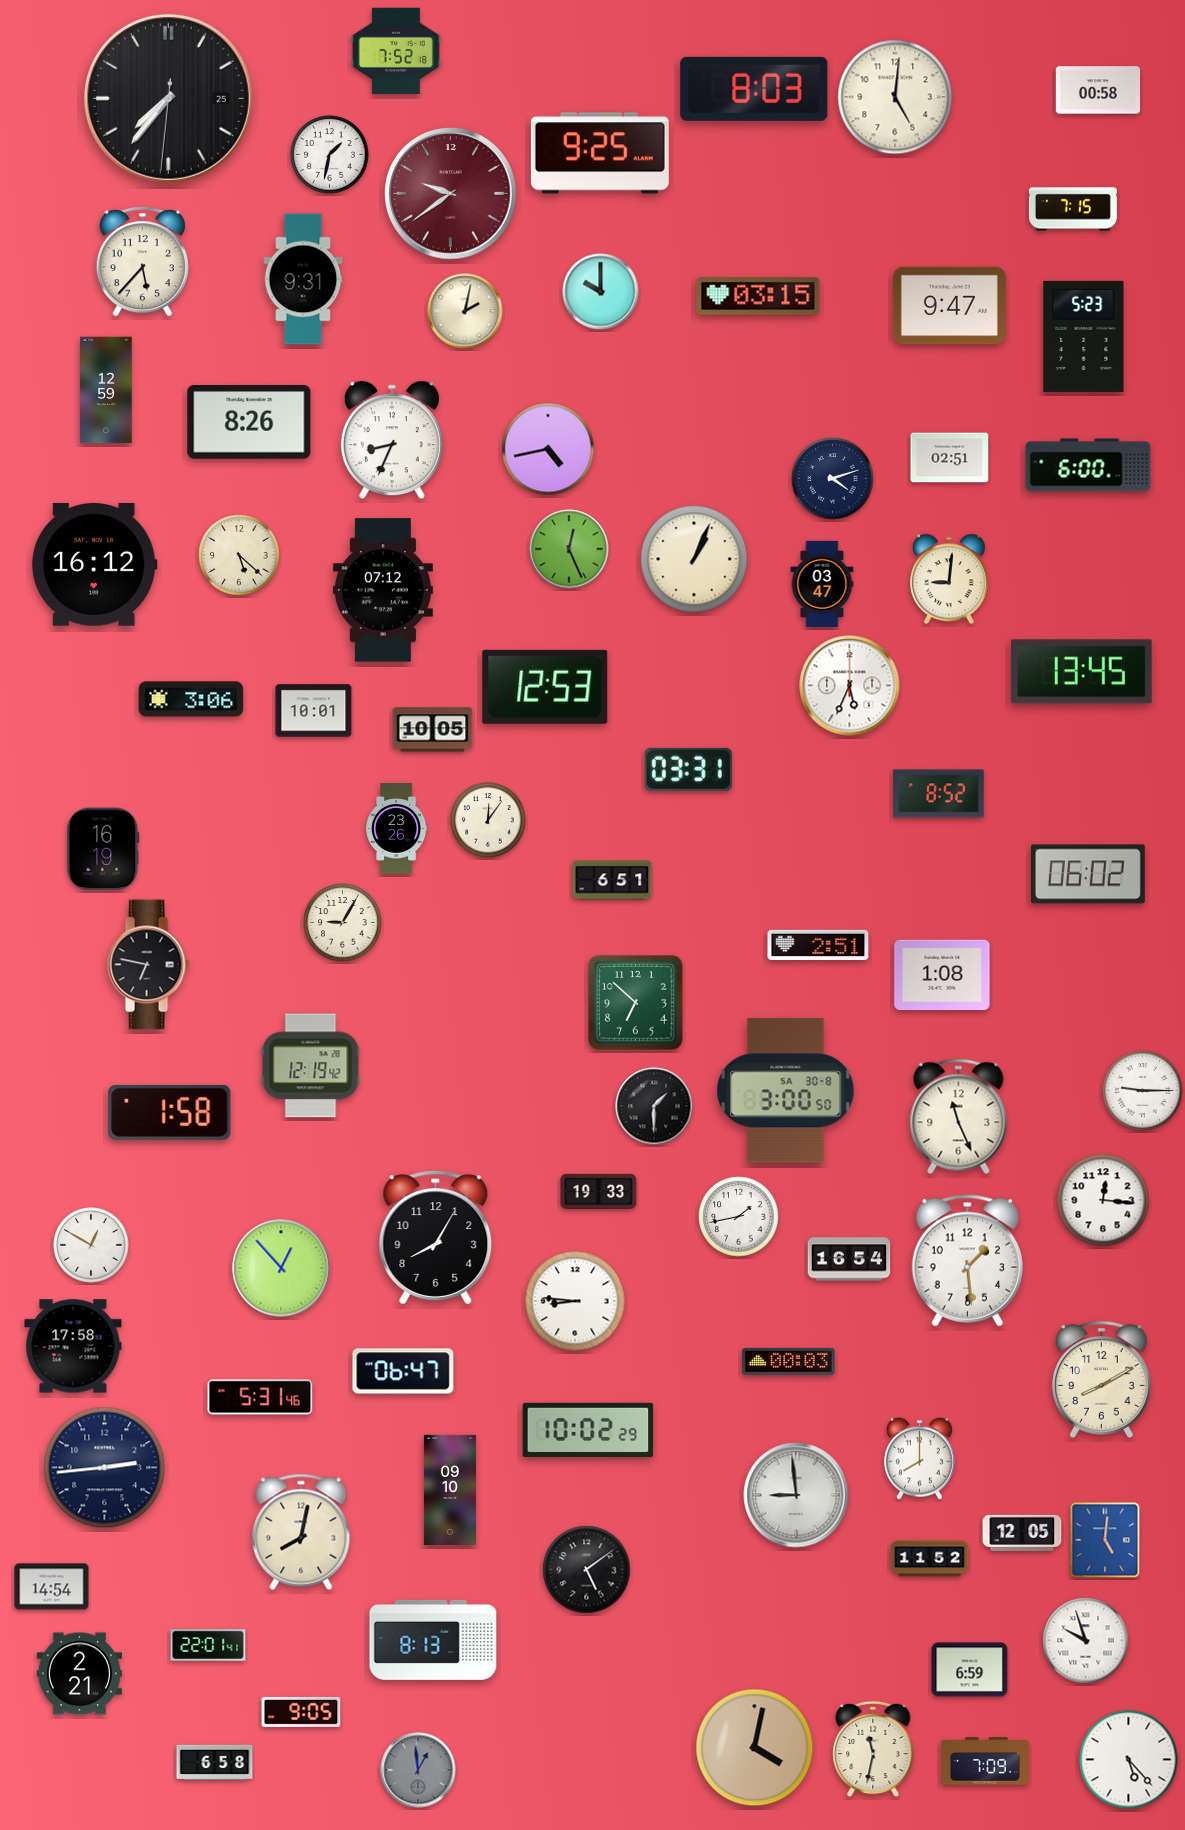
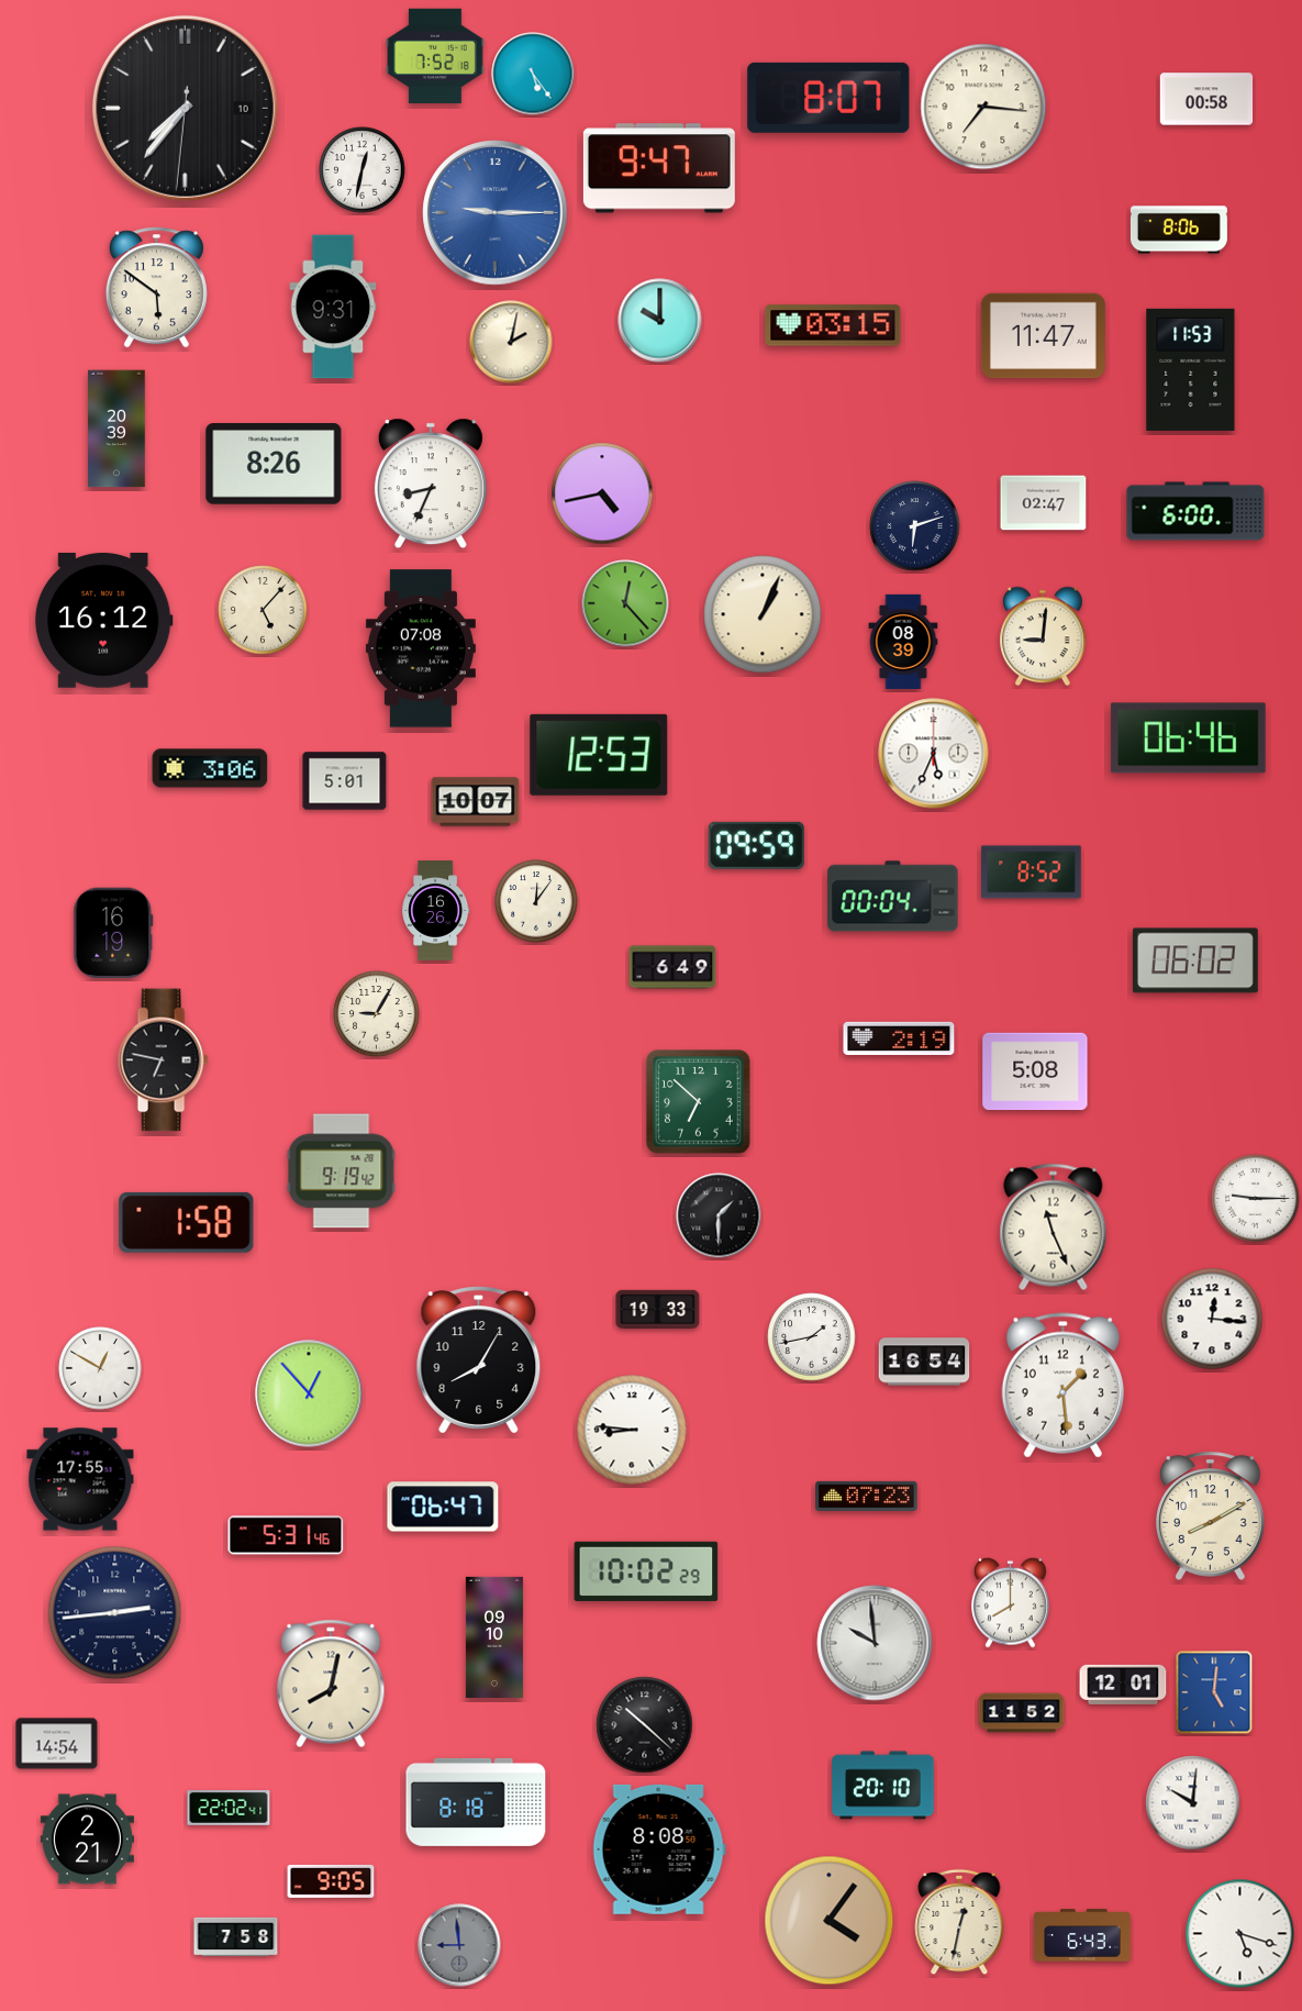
clock at (533, 74): none -> 5:24
clock at (754, 89): 8:03 -> 8:07
clock at (895, 97): 5:01 -> 7:16
clock at (168, 98) date: 25 -> 10
clock at (600, 153): 9:25 -> 9:47
clock at (330, 155): 1:32 -> 12:32
clock at (451, 194): 9:39 -> 9:15
clock at (451, 194) dial: burgundy -> blue
clock at (1073, 209): 7:15 -> 8:06
clock at (142, 262): 5:37 -> 5:51
clock at (949, 306): 9:47 -> 11:47
clock at (1084, 336): 5:23 -> 11:53
clock at (106, 390): 12:59 -> 20:39
clock at (950, 458): 02:51 -> 02:47
clock at (833, 479): 4:12 -> 6:12
clock at (569, 549): 12:26 -> 12:23
clock at (239, 555): 5:22 -> 5:07
clock at (822, 584): 03:47 -> 08:39
clock at (383, 590): 07:12 -> 07:08
clock at (1081, 672): 13:45 -> 06:46
clock at (314, 711): 10:01 -> 5:01
clock at (433, 730): 10:05 -> 10:07
clock at (688, 769): 03:31 -> 09:59
clock at (893, 897): none -> 00:04
clock at (397, 829): 23:26 -> 16:26
clock at (612, 880): 6:51 -> 6:49
clock at (818, 945): 2:51 -> 2:19
clock at (942, 975): 1:08 -> 5:08
clock at (311, 1066): 12:19 -> 9:19
clock at (786, 1091): 3:00 -> none
clock at (849, 1259) position: (849, 1259) -> (924, 1362)
clock at (73, 1346): 17:58 -> 17:55
clock at (789, 1361): 00:03 -> 07:23
clock at (796, 1495): 8:59 -> 9:59
clock at (1022, 1533): 12:05 -> 12:01
clock at (587, 1570): 5:09 -> 10:22
clock at (883, 1786): none -> 20:10
clock at (433, 1640): 8:13 -> 8:18
clock at (1086, 1641): 9:57 -> 10:01
clock at (208, 1646): 22:01 -> 22:02
clock at (970, 1670): 6:59 -> none
clock at (659, 1849): none -> 8:08
clock at (755, 1748): 4:02 -> 4:06
clock at (873, 1749): 11:32 -> 12:32
clock at (1129, 1760): 5:23 -> 5:18
clock at (985, 1761): 7:09 -> 6:43
clock at (215, 1763): 6:58 -> 7:58
clock at (418, 1770): 12:59 -> 8:59
